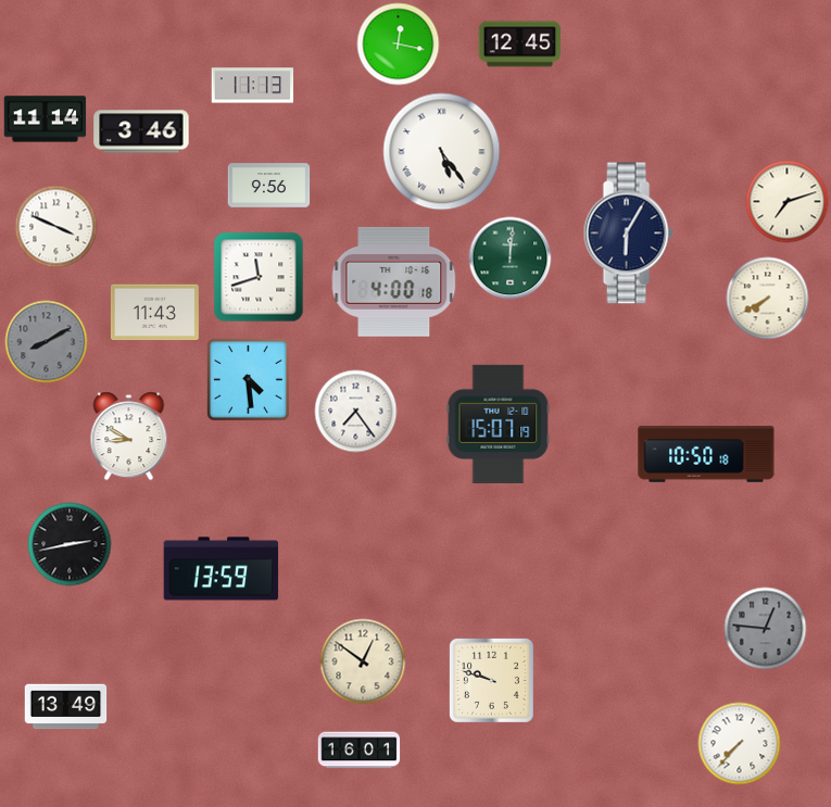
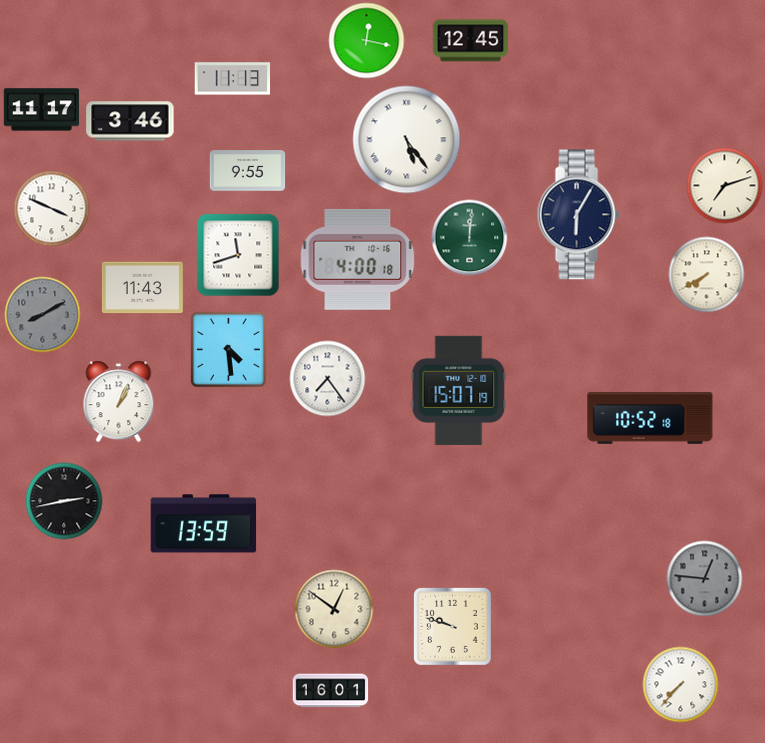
clock at (520, 45) position: (520, 45) -> (471, 41)
clock at (46, 119): 11:14 -> 11:17
clock at (269, 186): 9:56 -> 9:55
clock at (394, 281) position: (394, 281) -> (358, 259)
clock at (129, 437): 8:50 -> 1:04
clock at (706, 454): 10:50 -> 10:52
clock at (66, 707): 13:49 -> none
